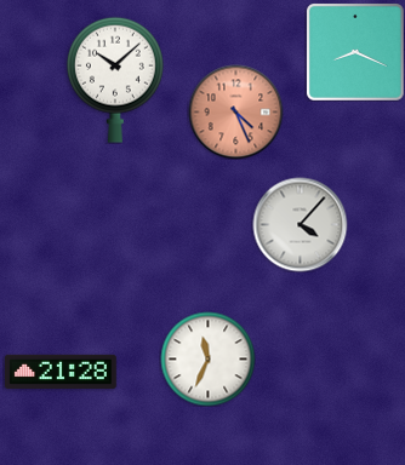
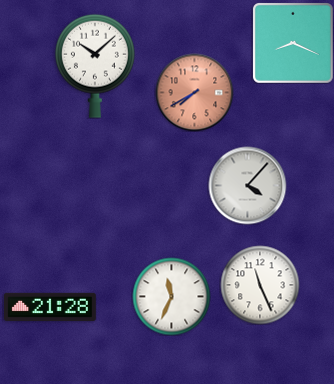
clock at (235, 111): 4:26 -> 7:40
clock at (260, 285): none -> 11:26
